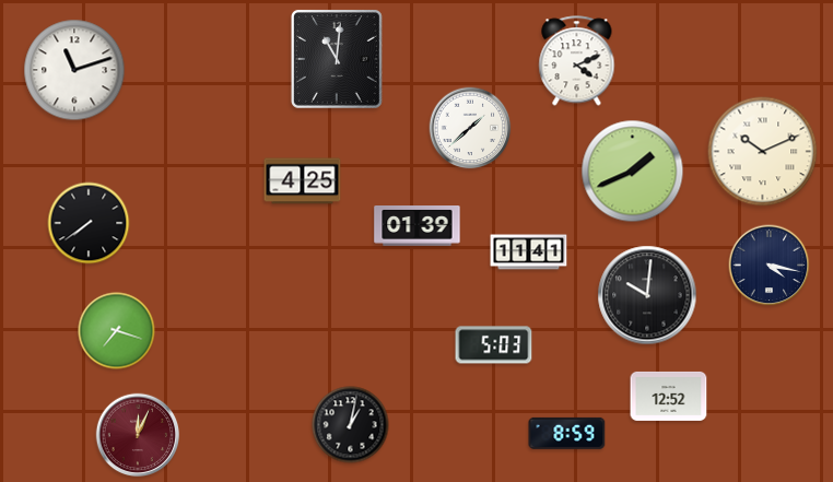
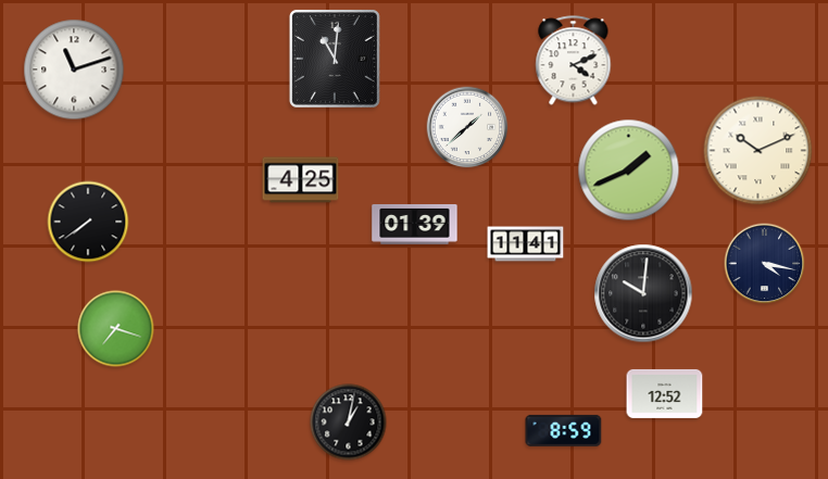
clock at (529, 252) position: (529, 252) -> (526, 244)
clock at (494, 345): 5:03 -> none
clock at (138, 435): 12:04 -> none
